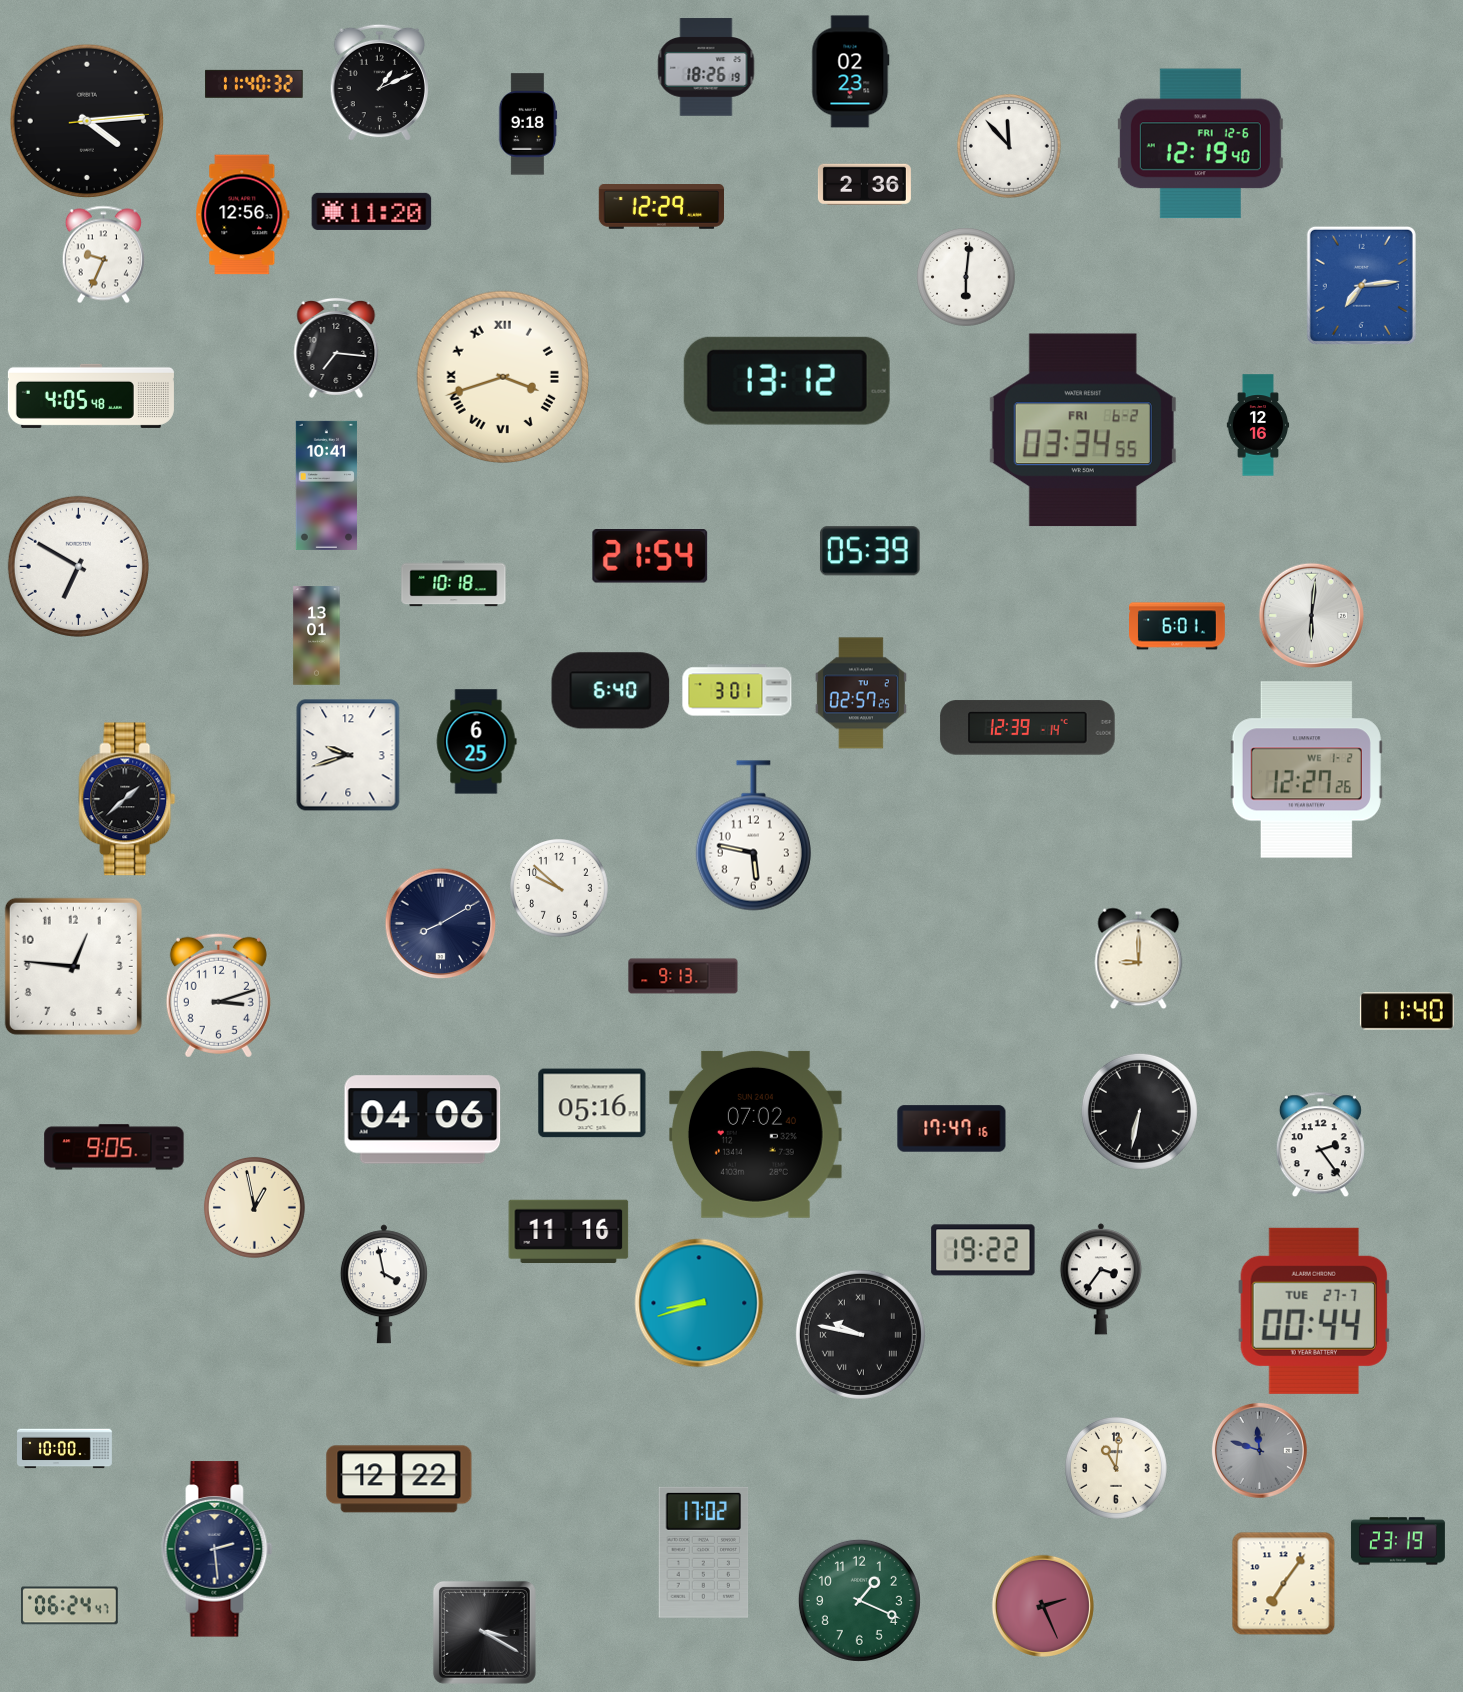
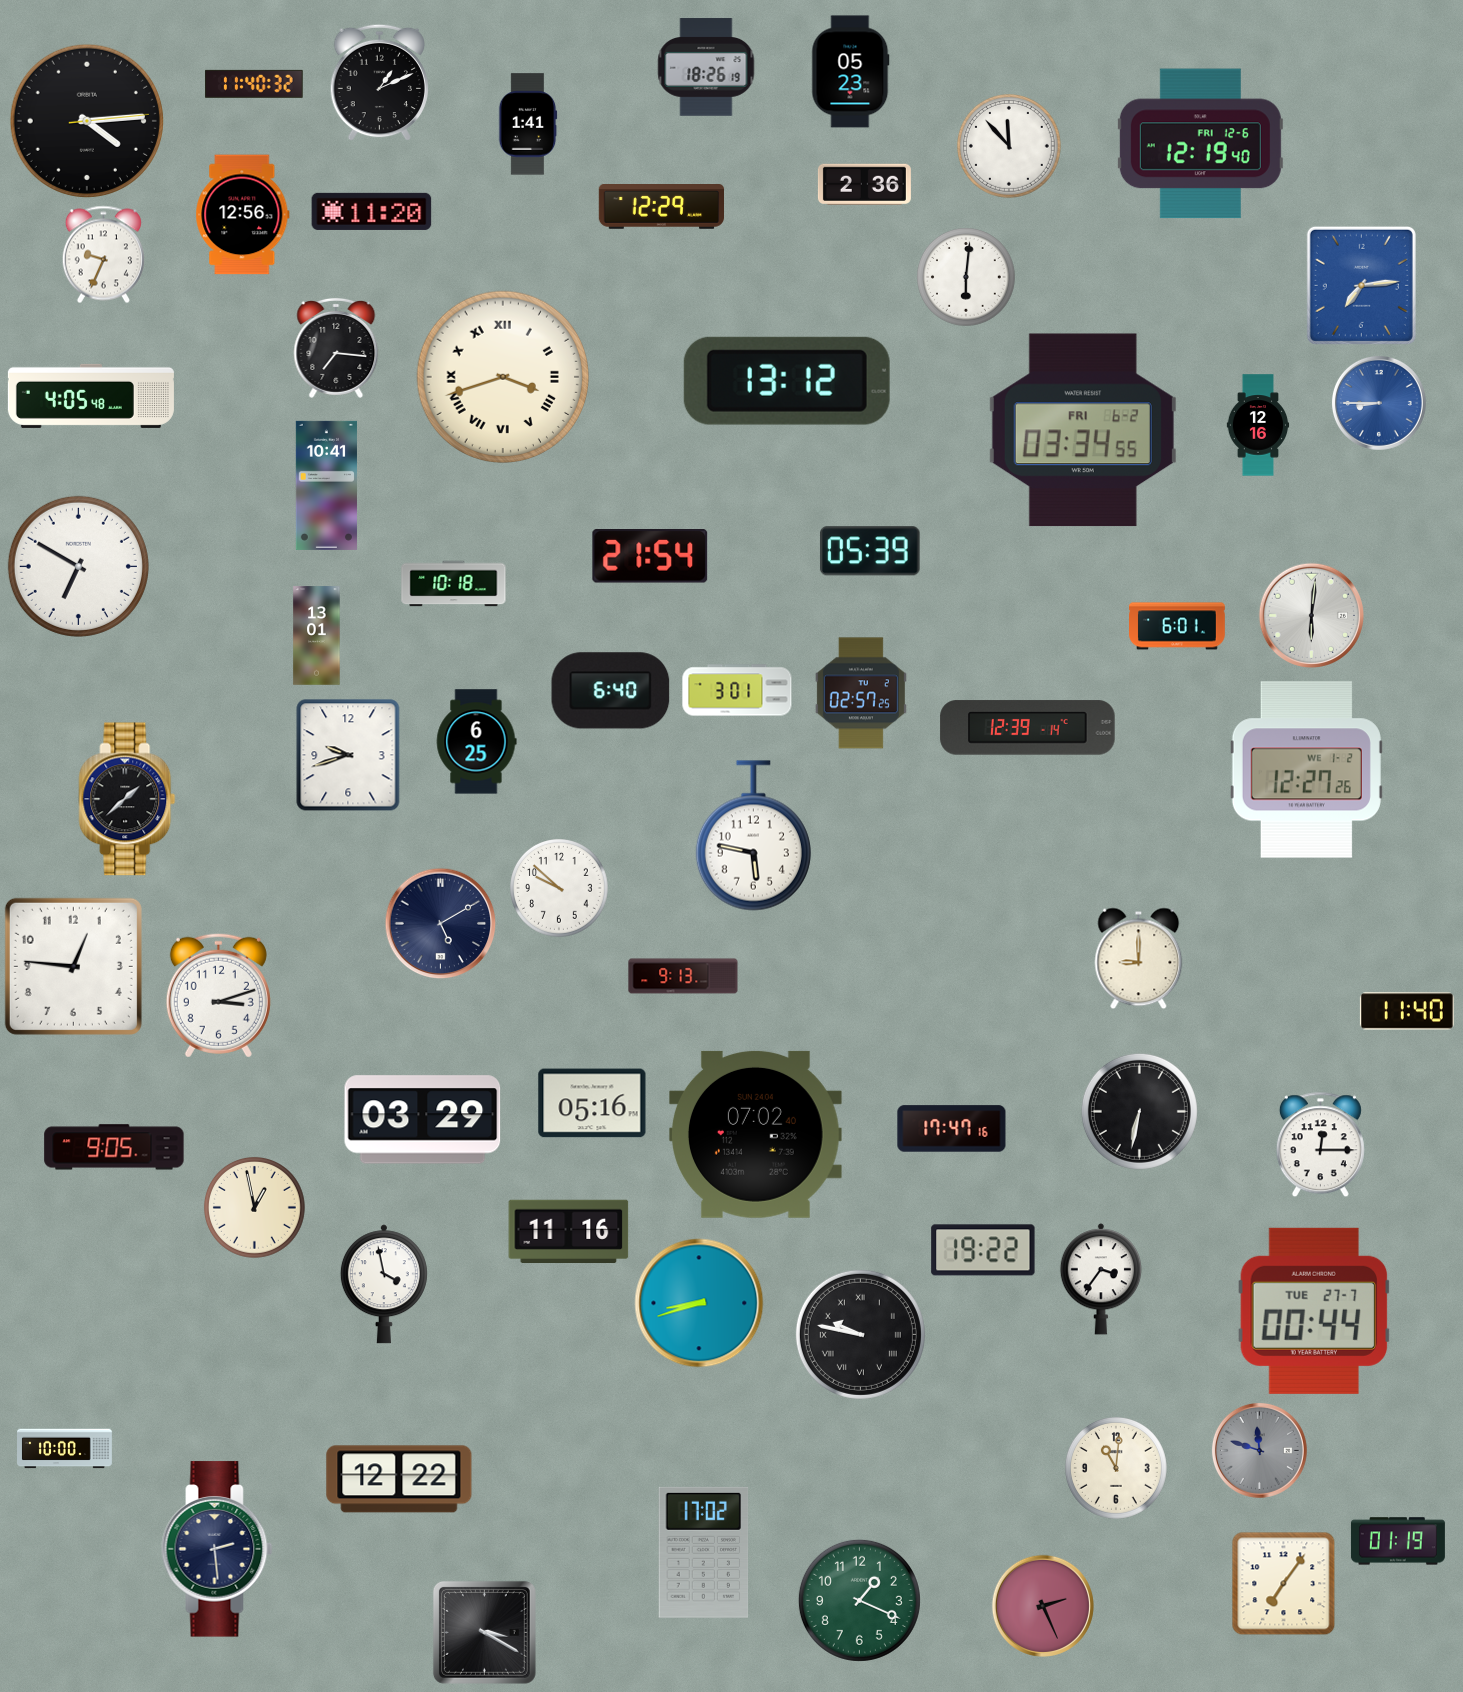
clock at (851, 72): 02:23 -> 05:23
clock at (528, 124): 9:18 -> 1:41
clock at (1379, 403): none -> 8:45
clock at (441, 924): 8:10 -> 5:10
clock at (423, 1120): 04:06 -> 03:29
clock at (1320, 1145): 2:24 -> 12:15
clock at (1398, 1541): 23:19 -> 01:19
clock at (70, 1606): 06:24 -> none
